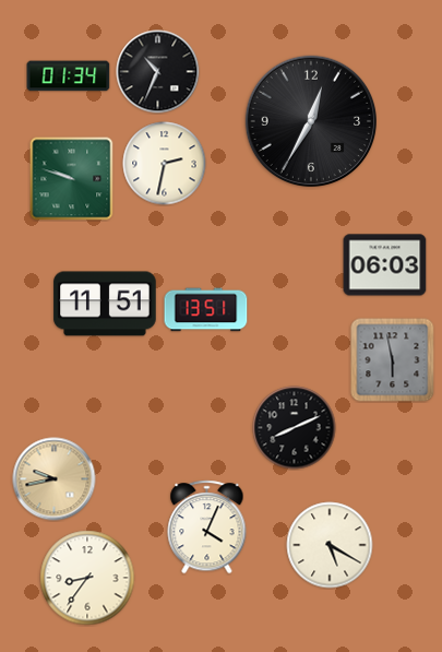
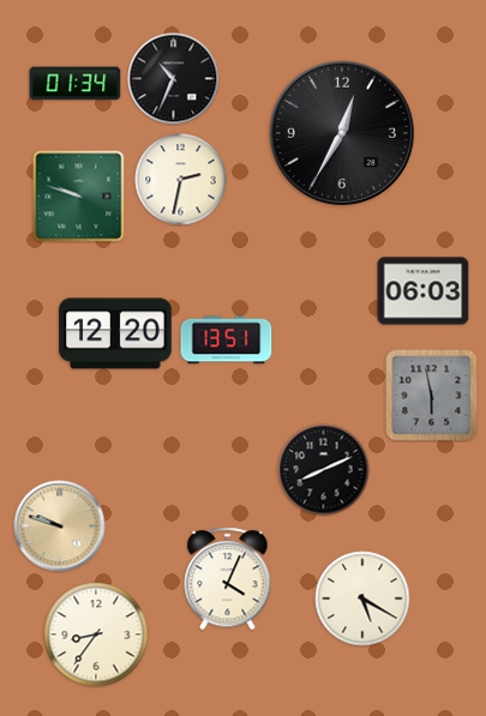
clock at (105, 304): 11:51 -> 12:20
clock at (55, 479): 9:43 -> 9:48
